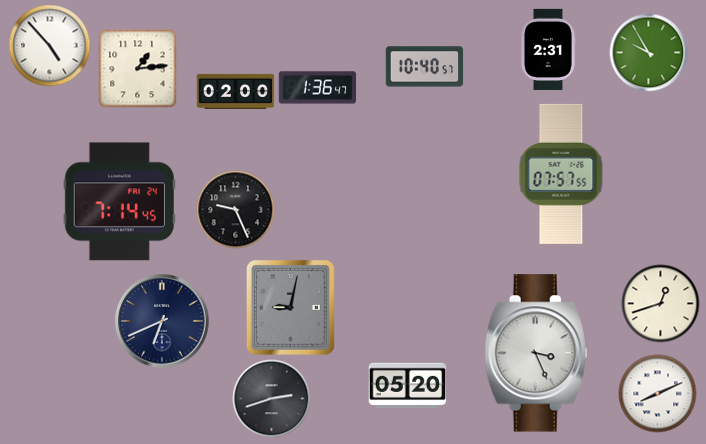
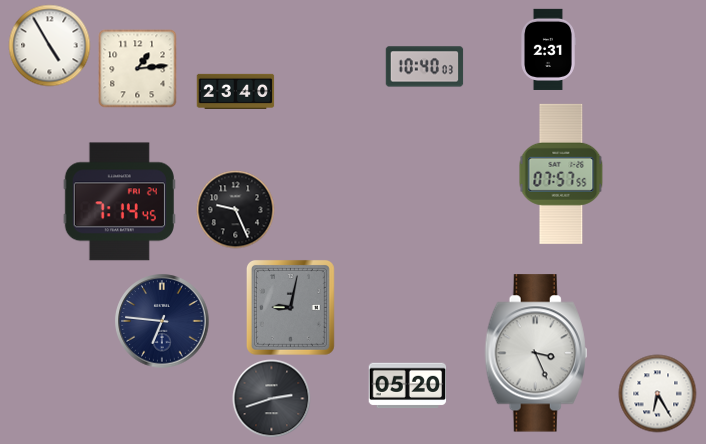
clock at (49, 45): 4:53 -> 4:55
clock at (648, 52): 9:55 -> none
clock at (424, 67): 10:40:57 -> 10:40:03
clock at (317, 88): 1:36 -> none
clock at (235, 91): 02:00 -> 23:40
clock at (660, 303): 12:42 -> none
clock at (162, 321): 6:41 -> 6:46
clock at (657, 393): 8:11 -> 6:25
